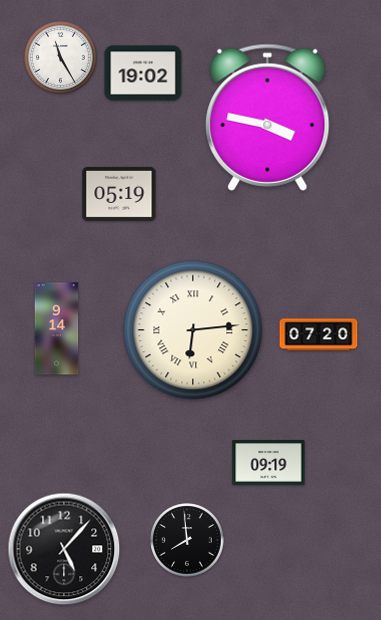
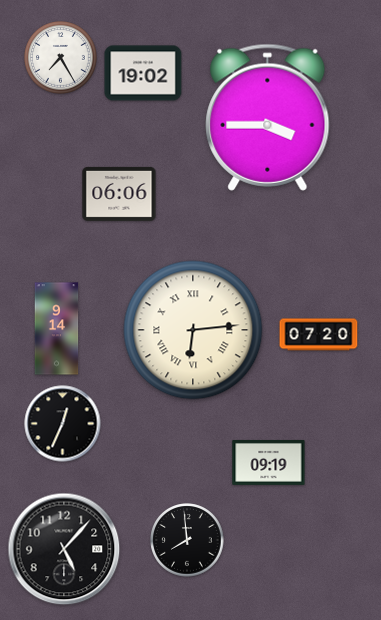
clock at (61, 58): 11:25 -> 7:25
clock at (268, 117): 3:47 -> 3:45
clock at (119, 194): 05:19 -> 06:06
clock at (63, 424): none -> 12:34
